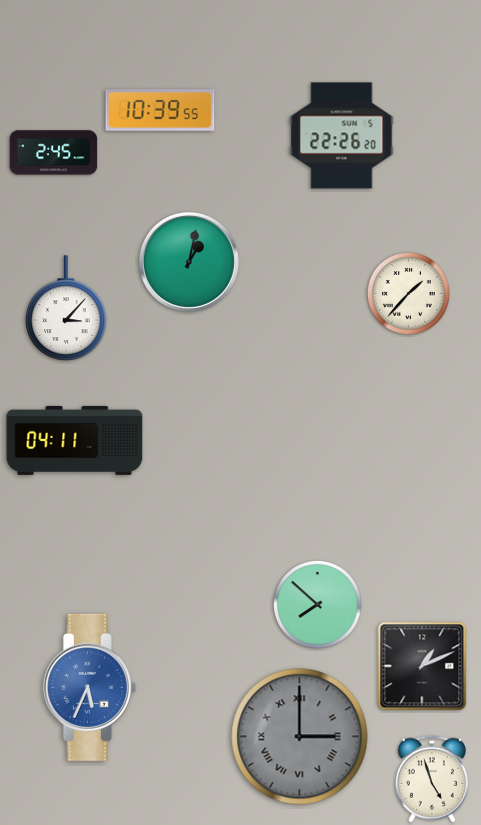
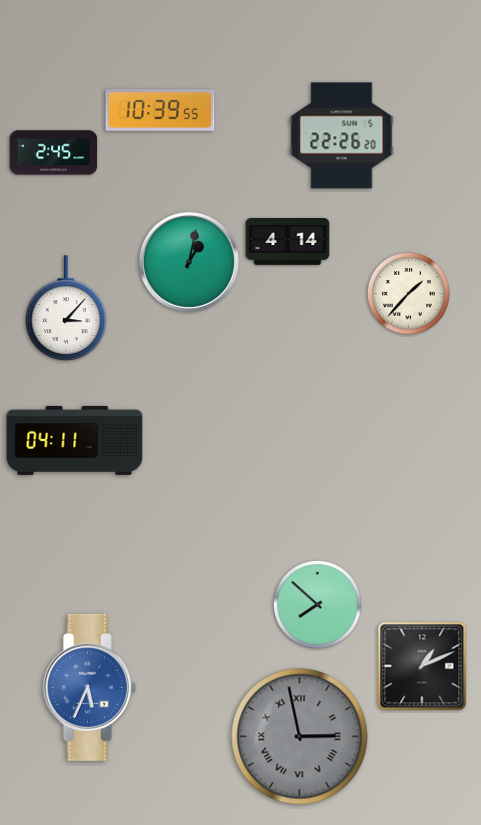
clock at (288, 242): none -> 4:14
clock at (300, 737): 3:00 -> 2:58
clock at (432, 779): 4:57 -> none
